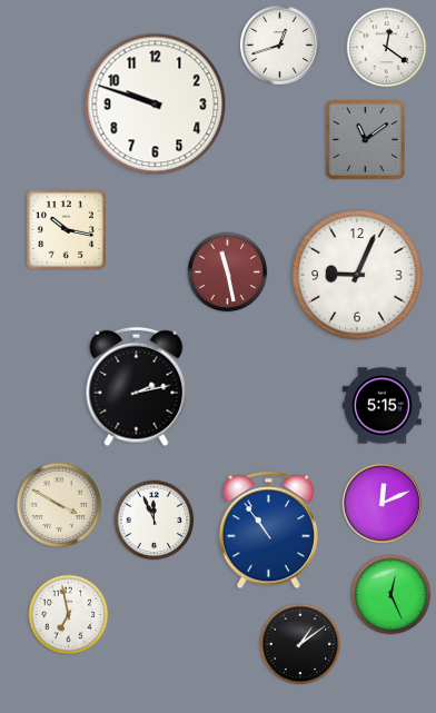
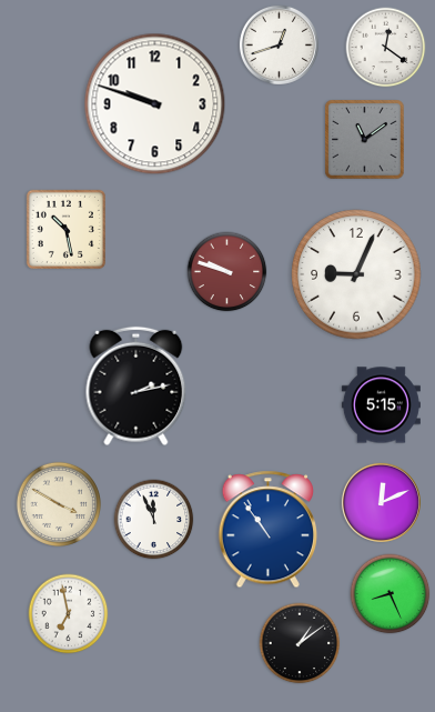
clock at (66, 229): 10:17 -> 10:28
clock at (228, 273): 11:28 -> 9:48
clock at (392, 595): 12:26 -> 8:26
